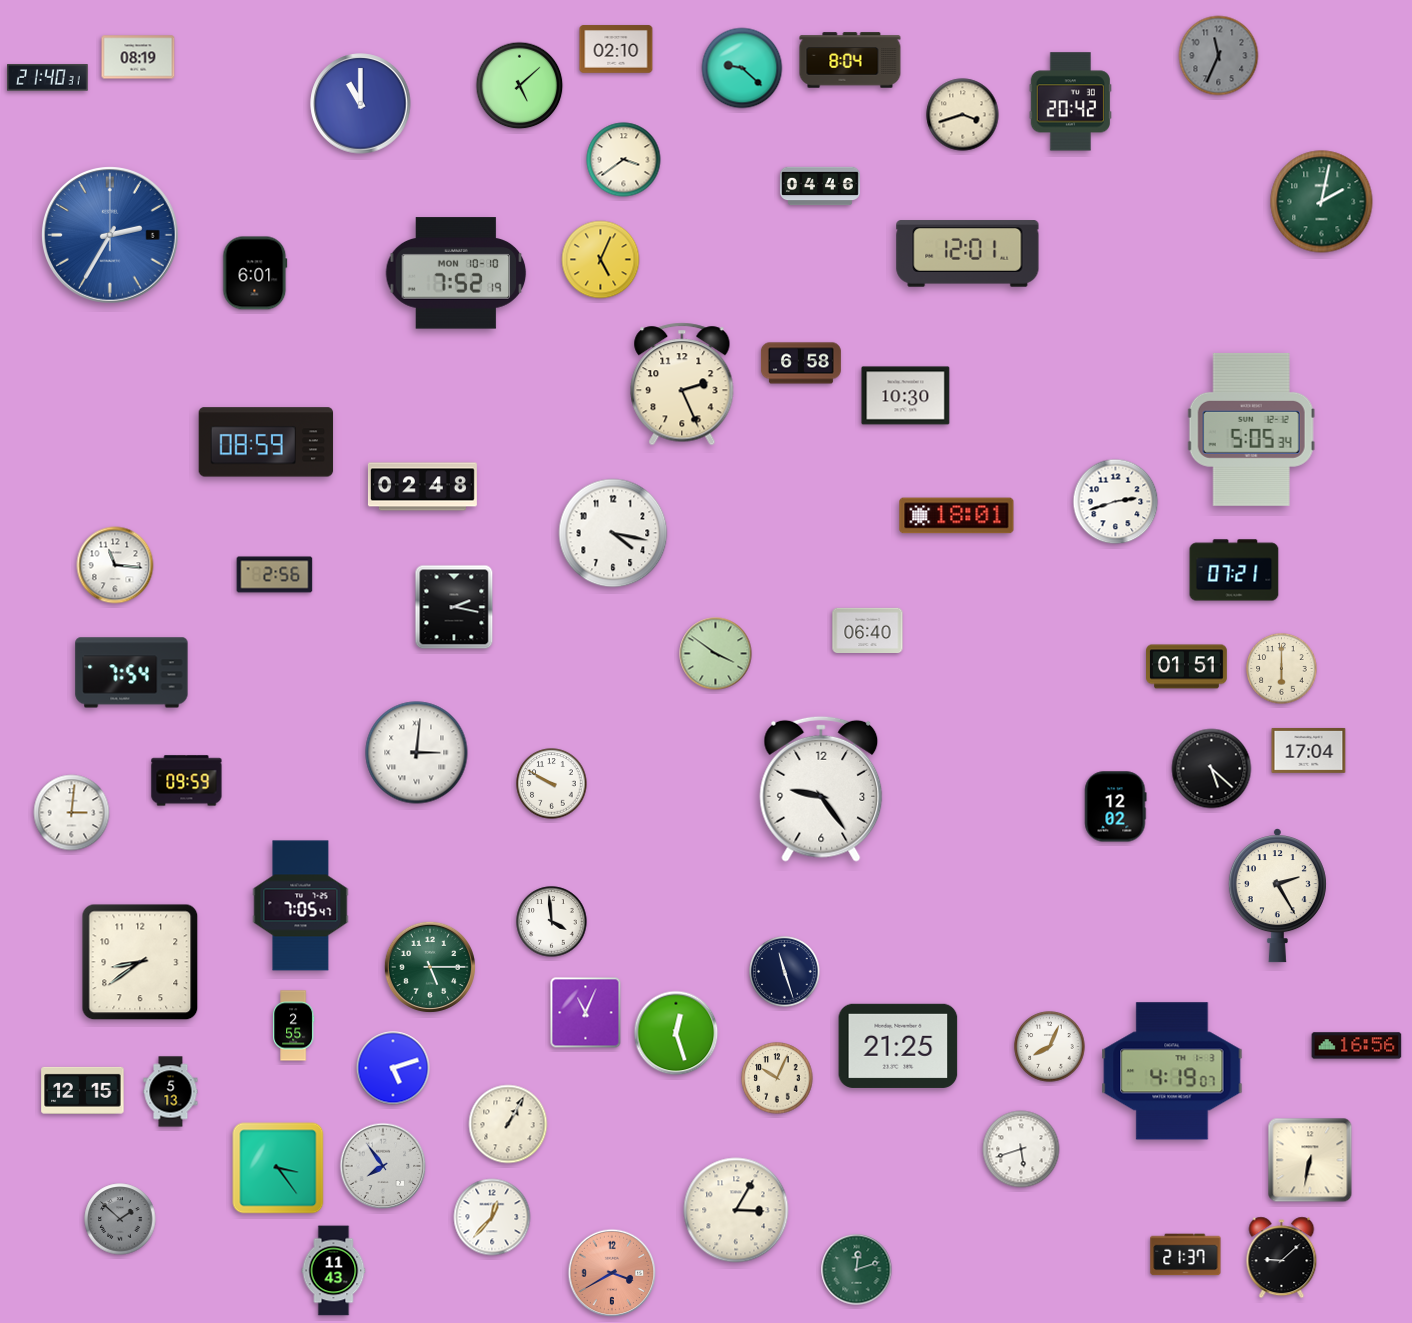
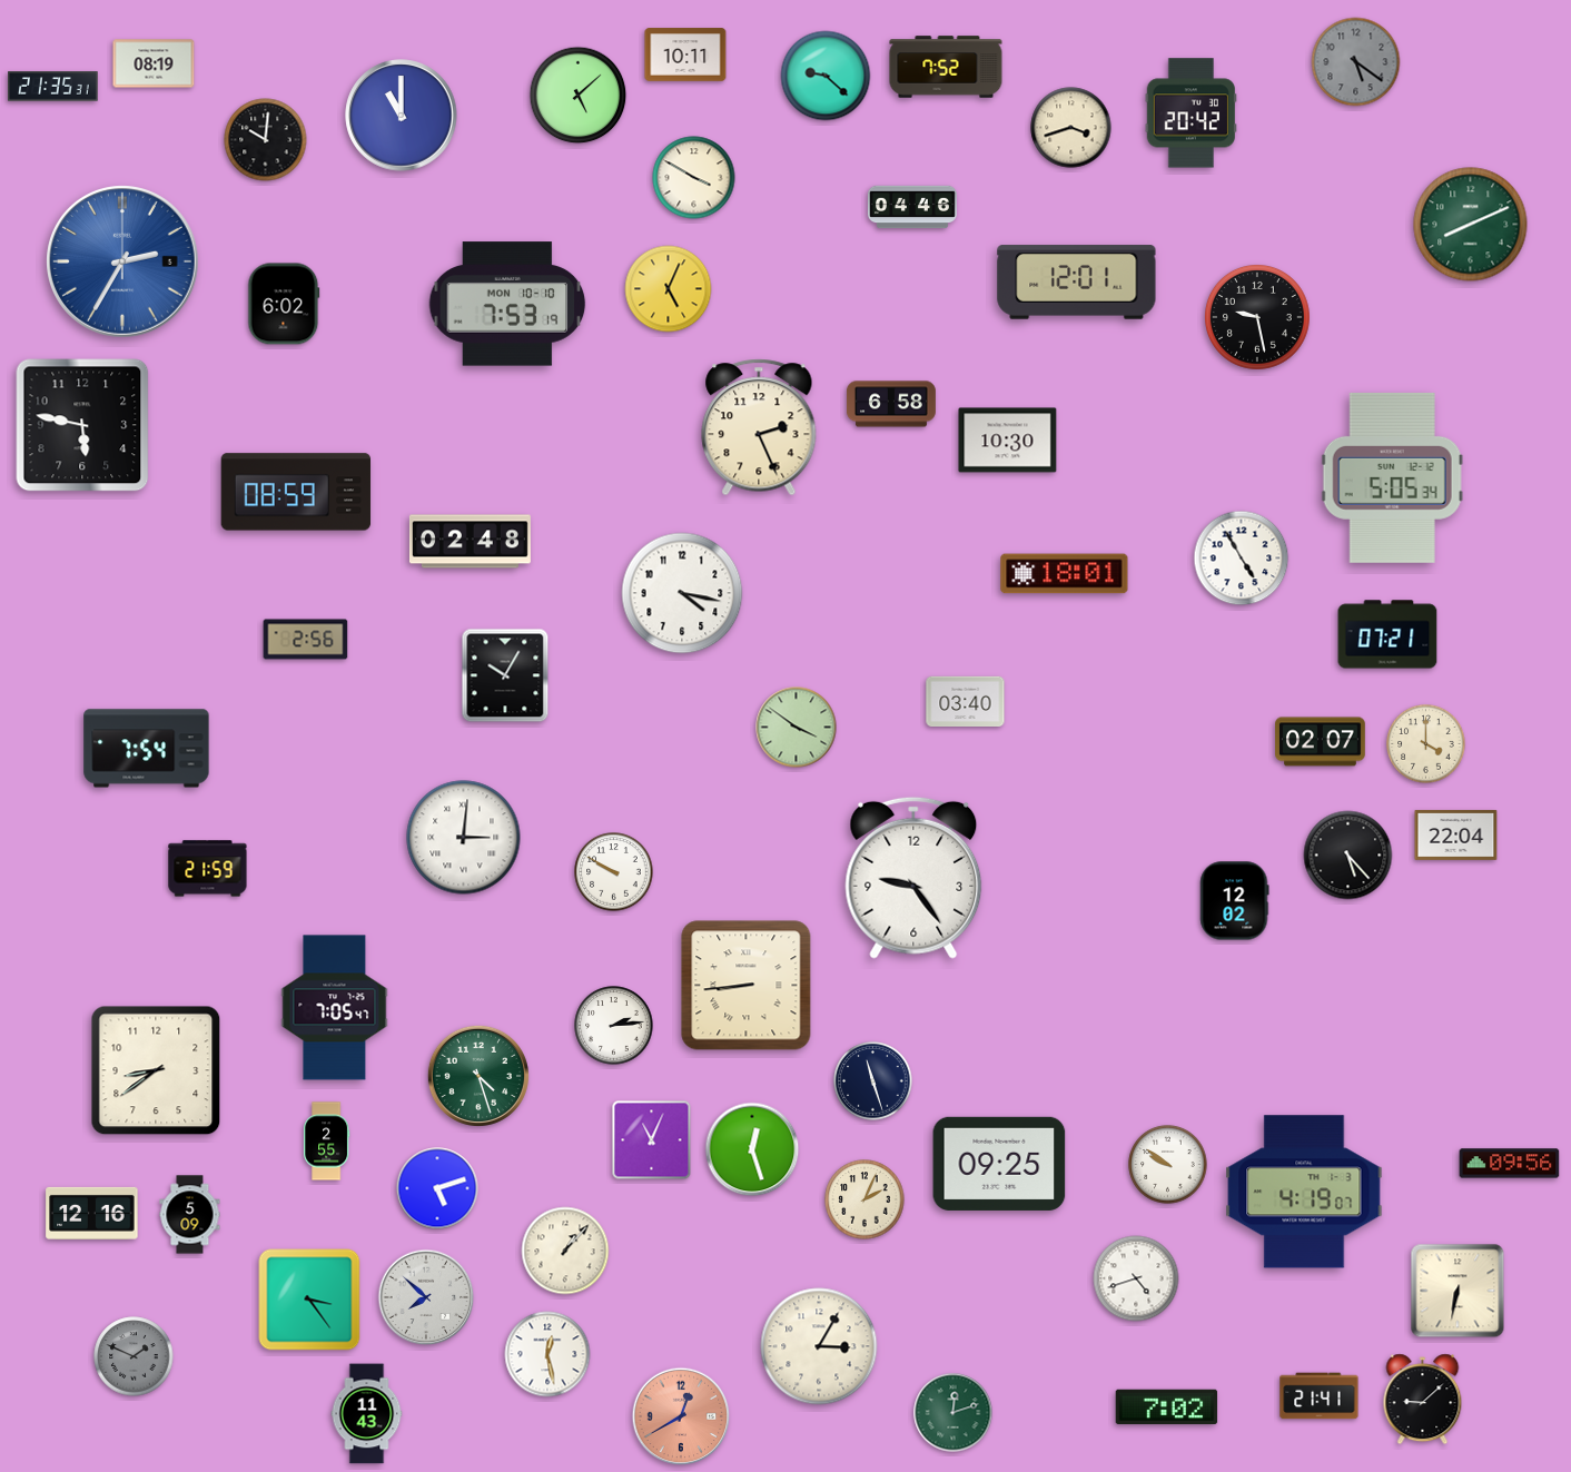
clock at (616, 49): 02:10 -> 10:11
clock at (1219, 56): 11:34 -> 5:21
clock at (850, 60): 8:04 -> 7:52
clock at (48, 78): 21:40 -> 21:35
clock at (266, 140): none -> 10:01
clock at (624, 160): 3:39 -> 3:50
clock at (1322, 202): 2:02 -> 8:11
clock at (255, 273): 6:01 -> 6:02
clock at (456, 273): 7:52 -> 7:53
clock at (1258, 318): none -> 9:28
clock at (82, 425): none -> 5:47
clock at (1116, 502): 2:42 -> 4:55
clock at (115, 565): 11:16 -> none
clock at (1234, 570) position: (1234, 570) -> (1387, 634)
clock at (454, 607): 2:17 -> 10:05
clock at (868, 630): 06:40 -> 03:40
clock at (1187, 667): 01:51 -> 02:07
clock at (1282, 669): 6:00 -> 4:00
clock at (1309, 751): 17:04 -> 22:04
clock at (1212, 769): 5:22 -> 5:23
clock at (187, 781): 09:59 -> 21:59
clock at (1116, 807) position: (1116, 807) -> (1235, 901)
clock at (72, 813): 3:01 -> none
clock at (747, 986): none -> 8:44
clock at (1277, 896): 2:25 -> none
clock at (552, 922): 3:59 -> 2:14
clock at (430, 967): 5:15 -> 4:27
clock at (586, 1013) position: (586, 1013) -> (652, 1140)
clock at (898, 1046): 21:25 -> 09:25
clock at (1357, 1046): 16:56 -> 09:56
clock at (1050, 1047): 8:04 -> 9:51
clock at (777, 1078): 10:04 -> 2:04
clock at (83, 1090): 12:15 -> 12:16
clock at (171, 1092): 5:13 -> 5:09
clock at (508, 1124): 1:05 -> 1:07
clock at (1021, 1149): 5:42 -> 4:42
clock at (383, 1166): 7:54 -> 7:52
clock at (492, 1217): 12:37 -> 12:28
clock at (120, 1219): 1:52 -> 1:49
clock at (1186, 1255): 21:37 -> 21:41
clock at (1282, 1258) position: (1282, 1258) -> (1423, 1400)
clock at (1167, 1407): none -> 7:02
clock at (334, 1271) position: (334, 1271) -> (367, 1414)
clock at (612, 1273): 3:40 -> 12:40
